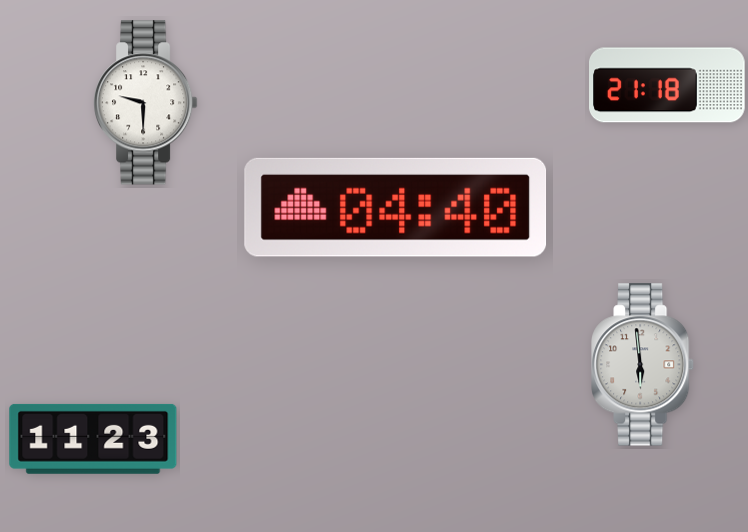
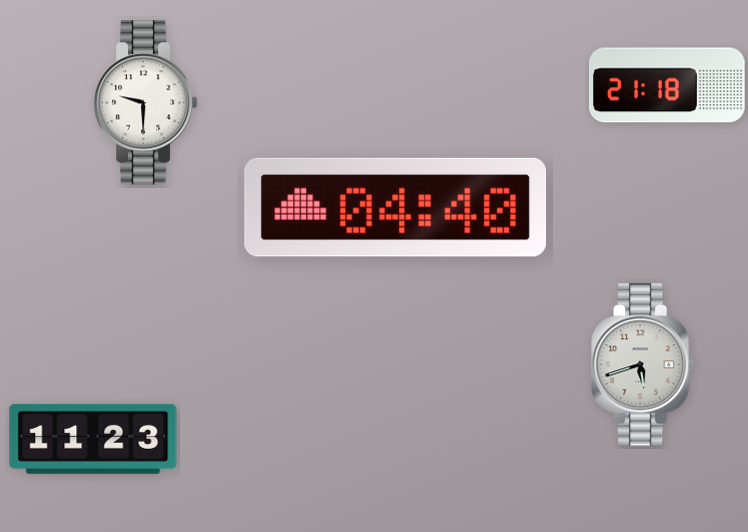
clock at (644, 365): 5:59 -> 5:42
